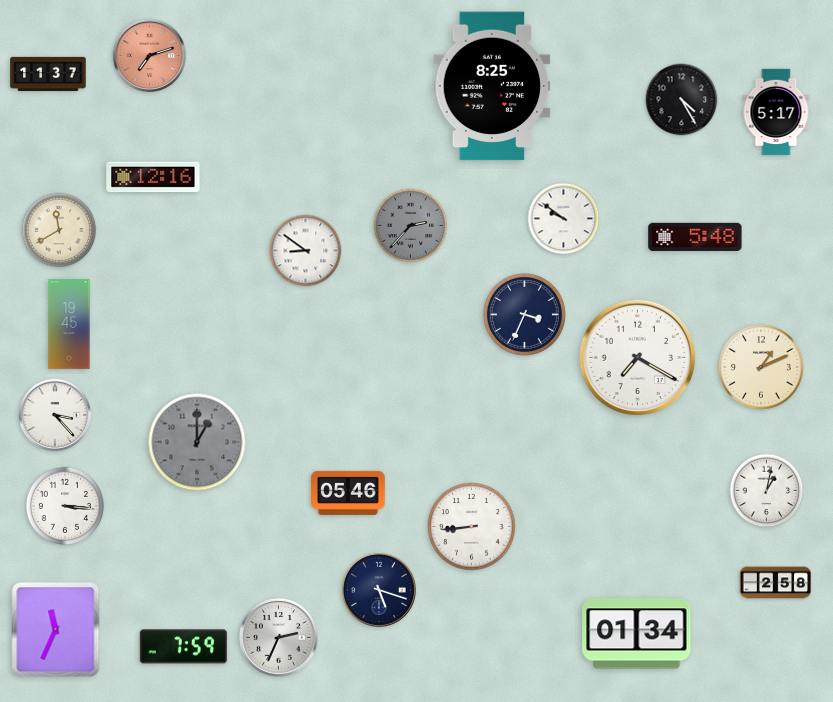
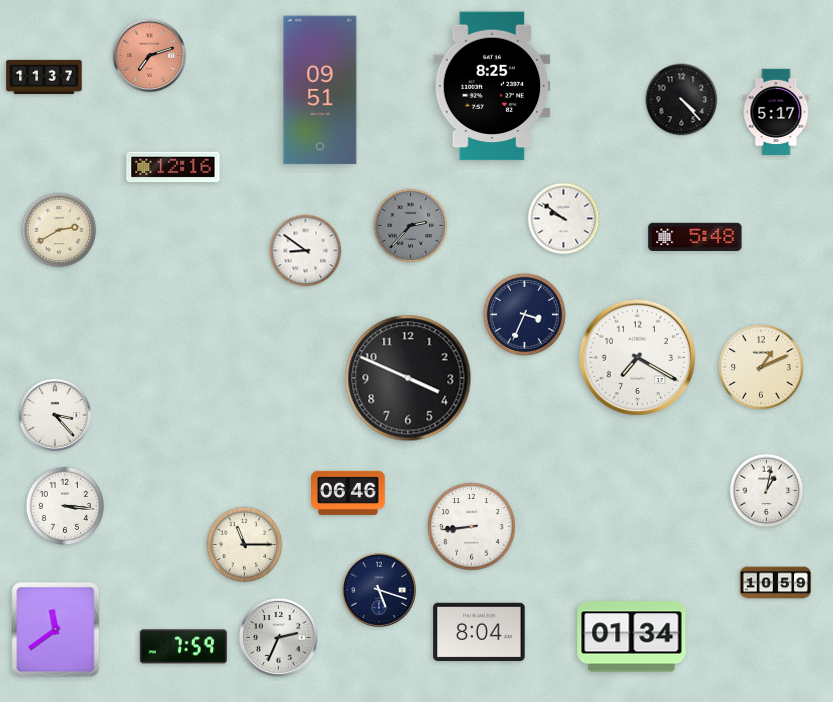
clock at (48, 73) position: (48, 73) -> (44, 76)
clock at (320, 90): none -> 09:51
clock at (682, 100): 4:25 -> 4:23
clock at (153, 177) position: (153, 177) -> (173, 167)
clock at (59, 230): 11:40 -> 2:40
clock at (69, 324): 19:45 -> none
clock at (408, 378): none -> 3:49
clock at (197, 442): 1:00 -> none
clock at (349, 493): 05:46 -> 06:46
clock at (245, 545): none -> 11:15
clock at (775, 583): 2:58 -> 10:59
clock at (56, 630): 11:34 -> 11:39
clock at (479, 632): none -> 8:04
clock at (637, 634) position: (637, 634) -> (632, 637)
